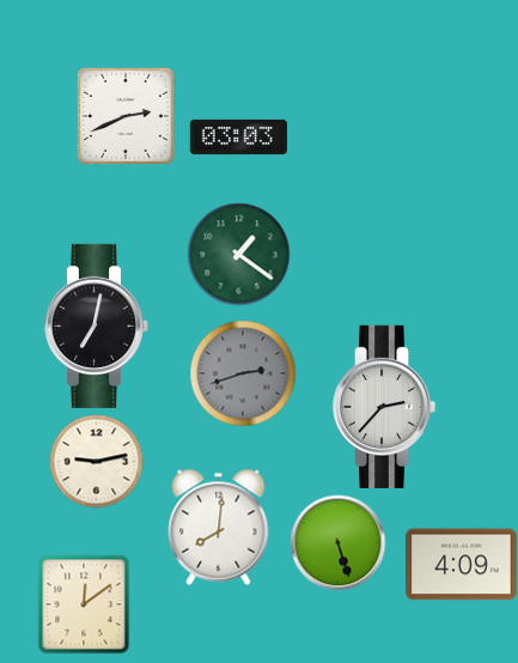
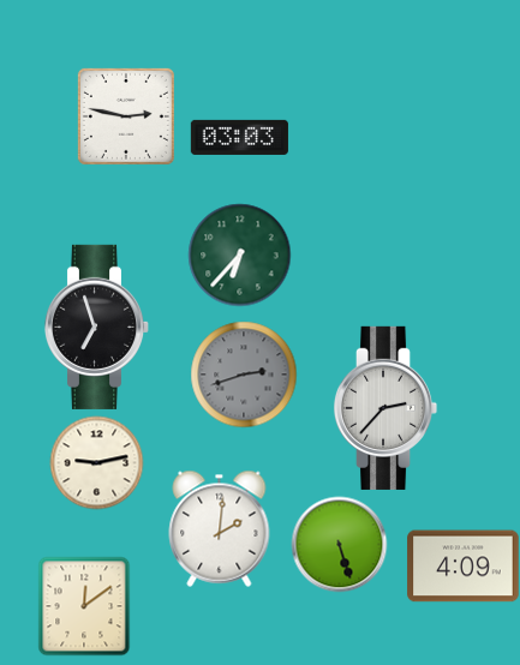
clock at (126, 116): 2:41 -> 2:47
clock at (238, 254): 1:21 -> 6:37
clock at (97, 326): 7:02 -> 6:57
clock at (219, 527): 8:01 -> 2:01
